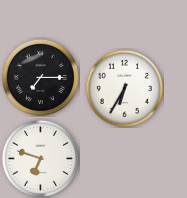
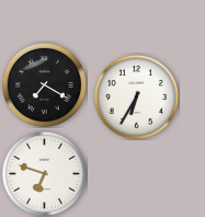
clock at (40, 77): 7:15 -> 7:20
